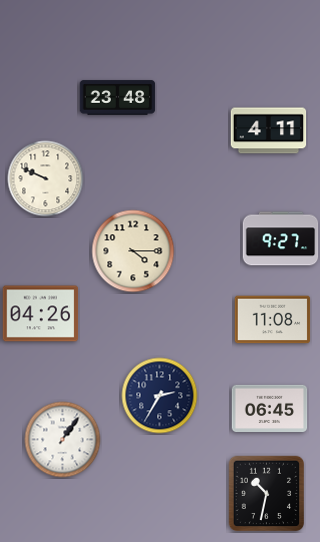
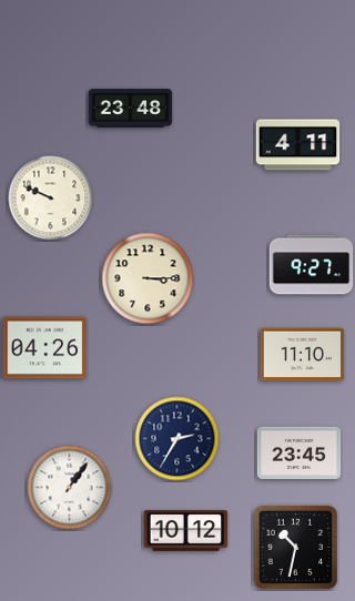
clock at (133, 251): 4:15 -> 3:15
clock at (273, 320): 11:08 -> 11:10
clock at (270, 408): 06:45 -> 23:45
clock at (186, 530): none -> 10:12
